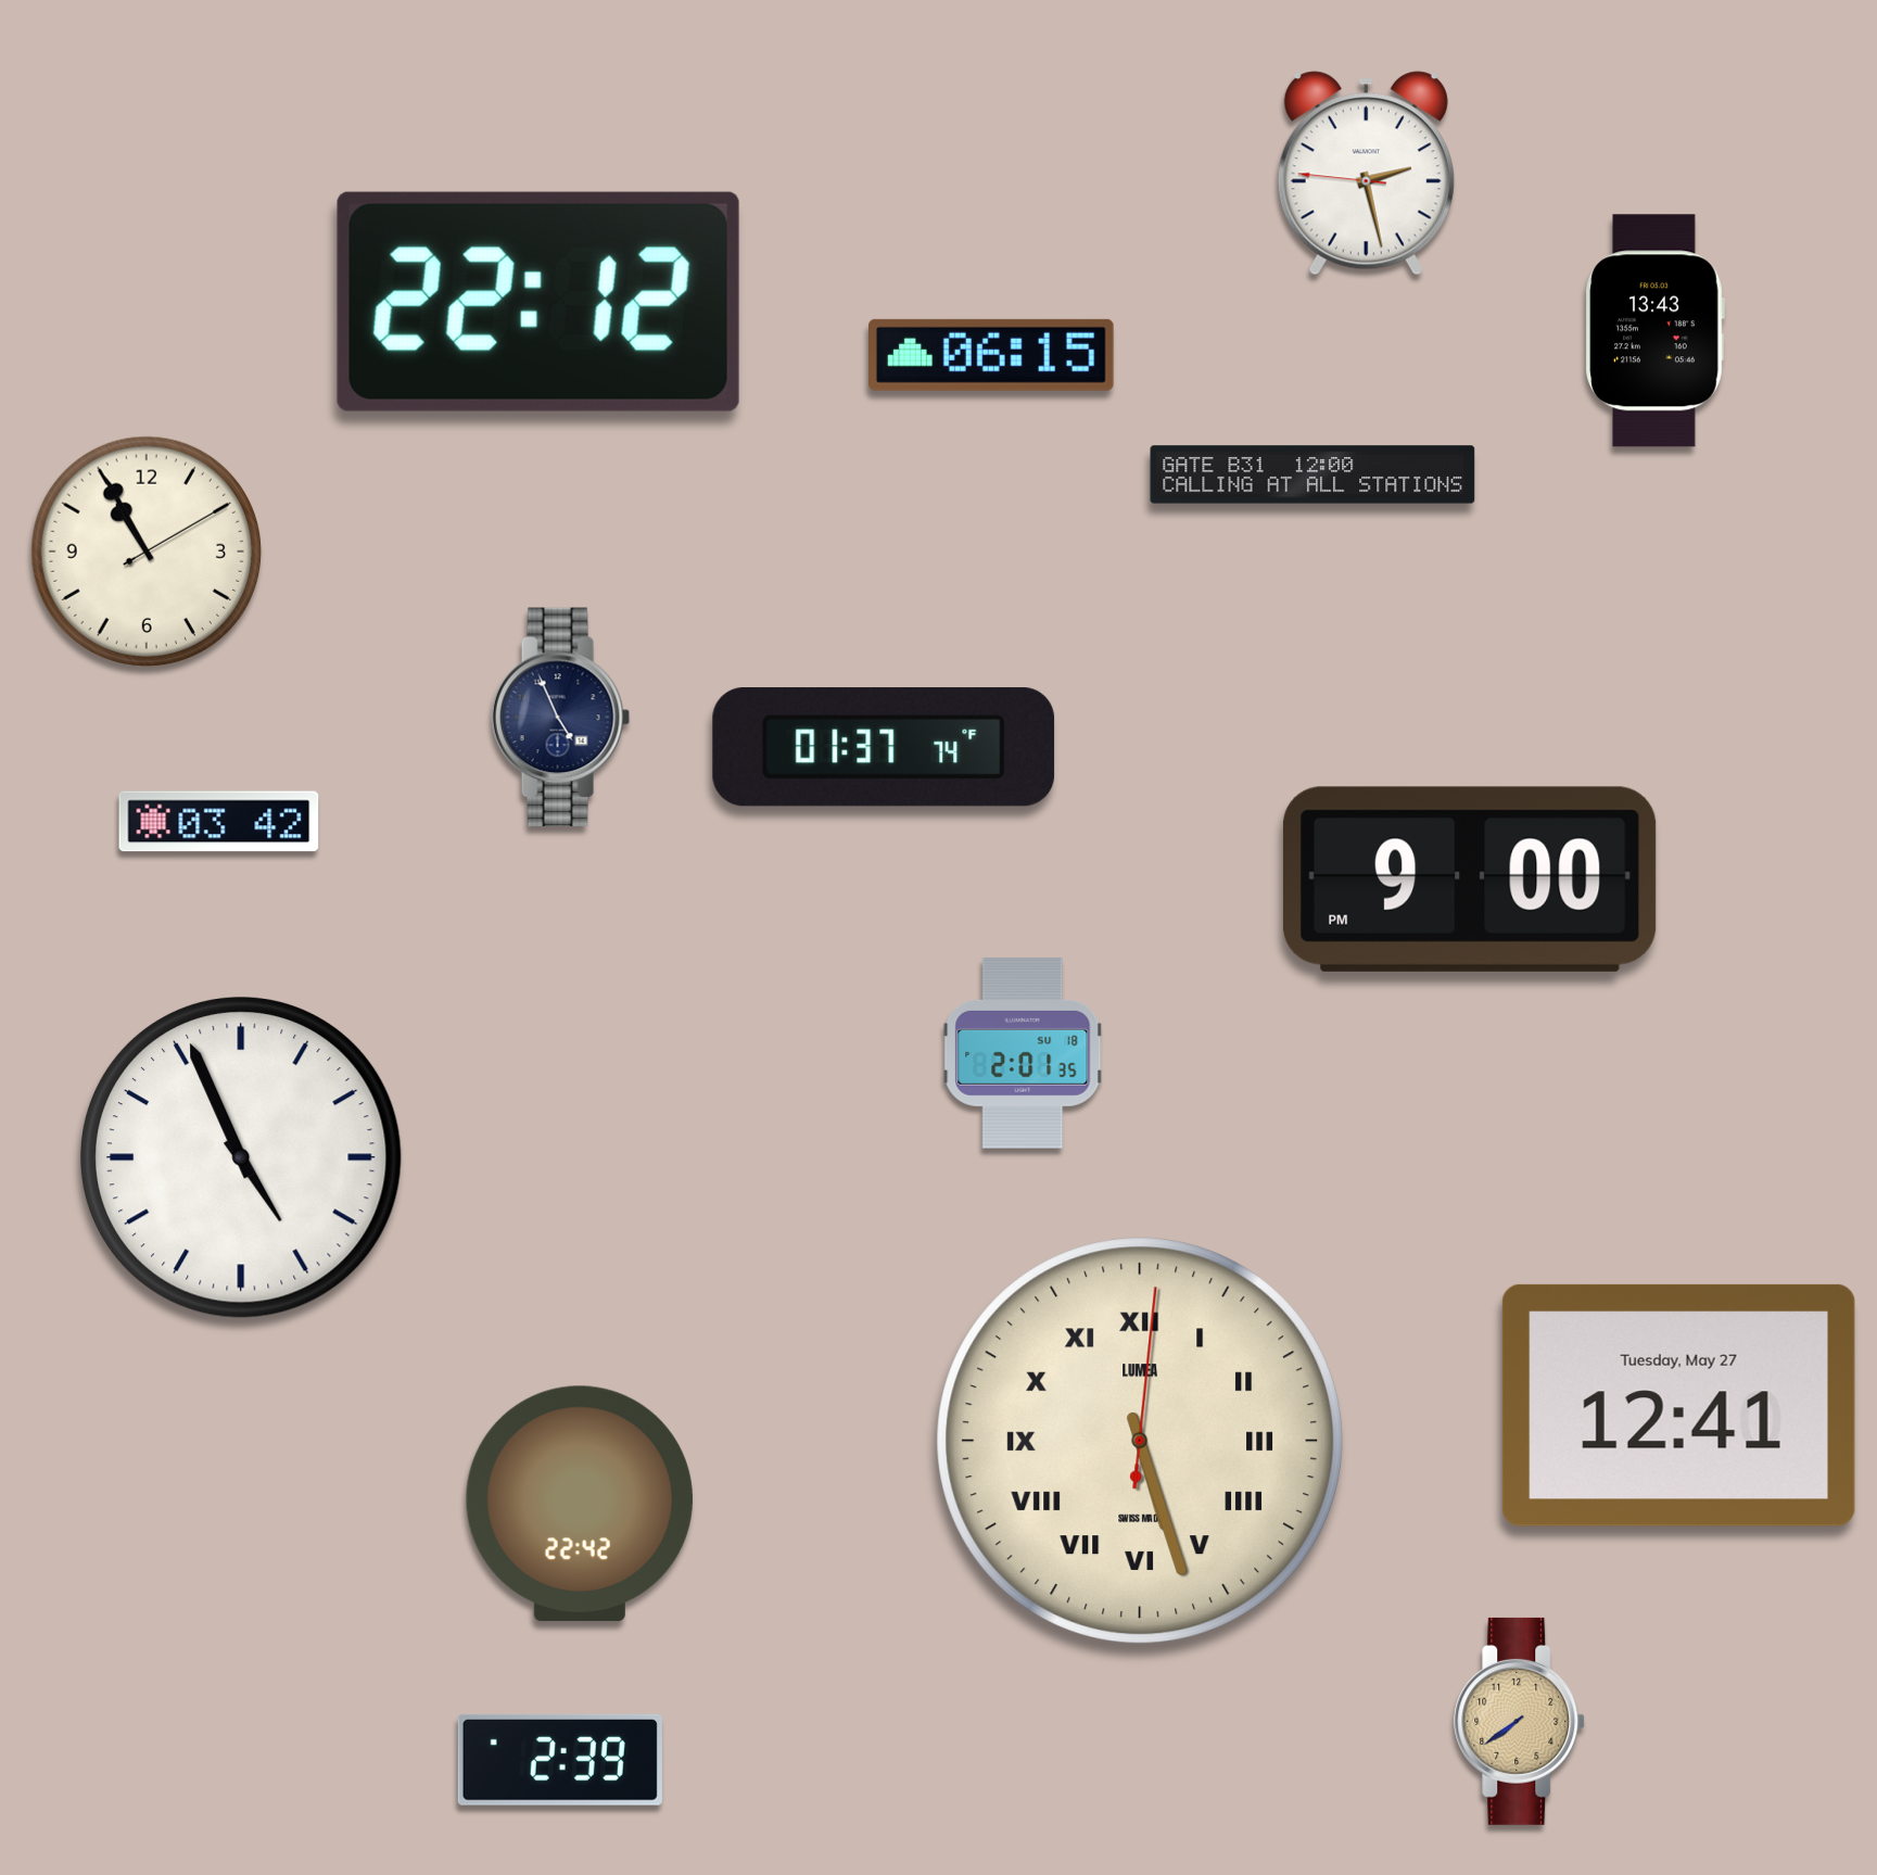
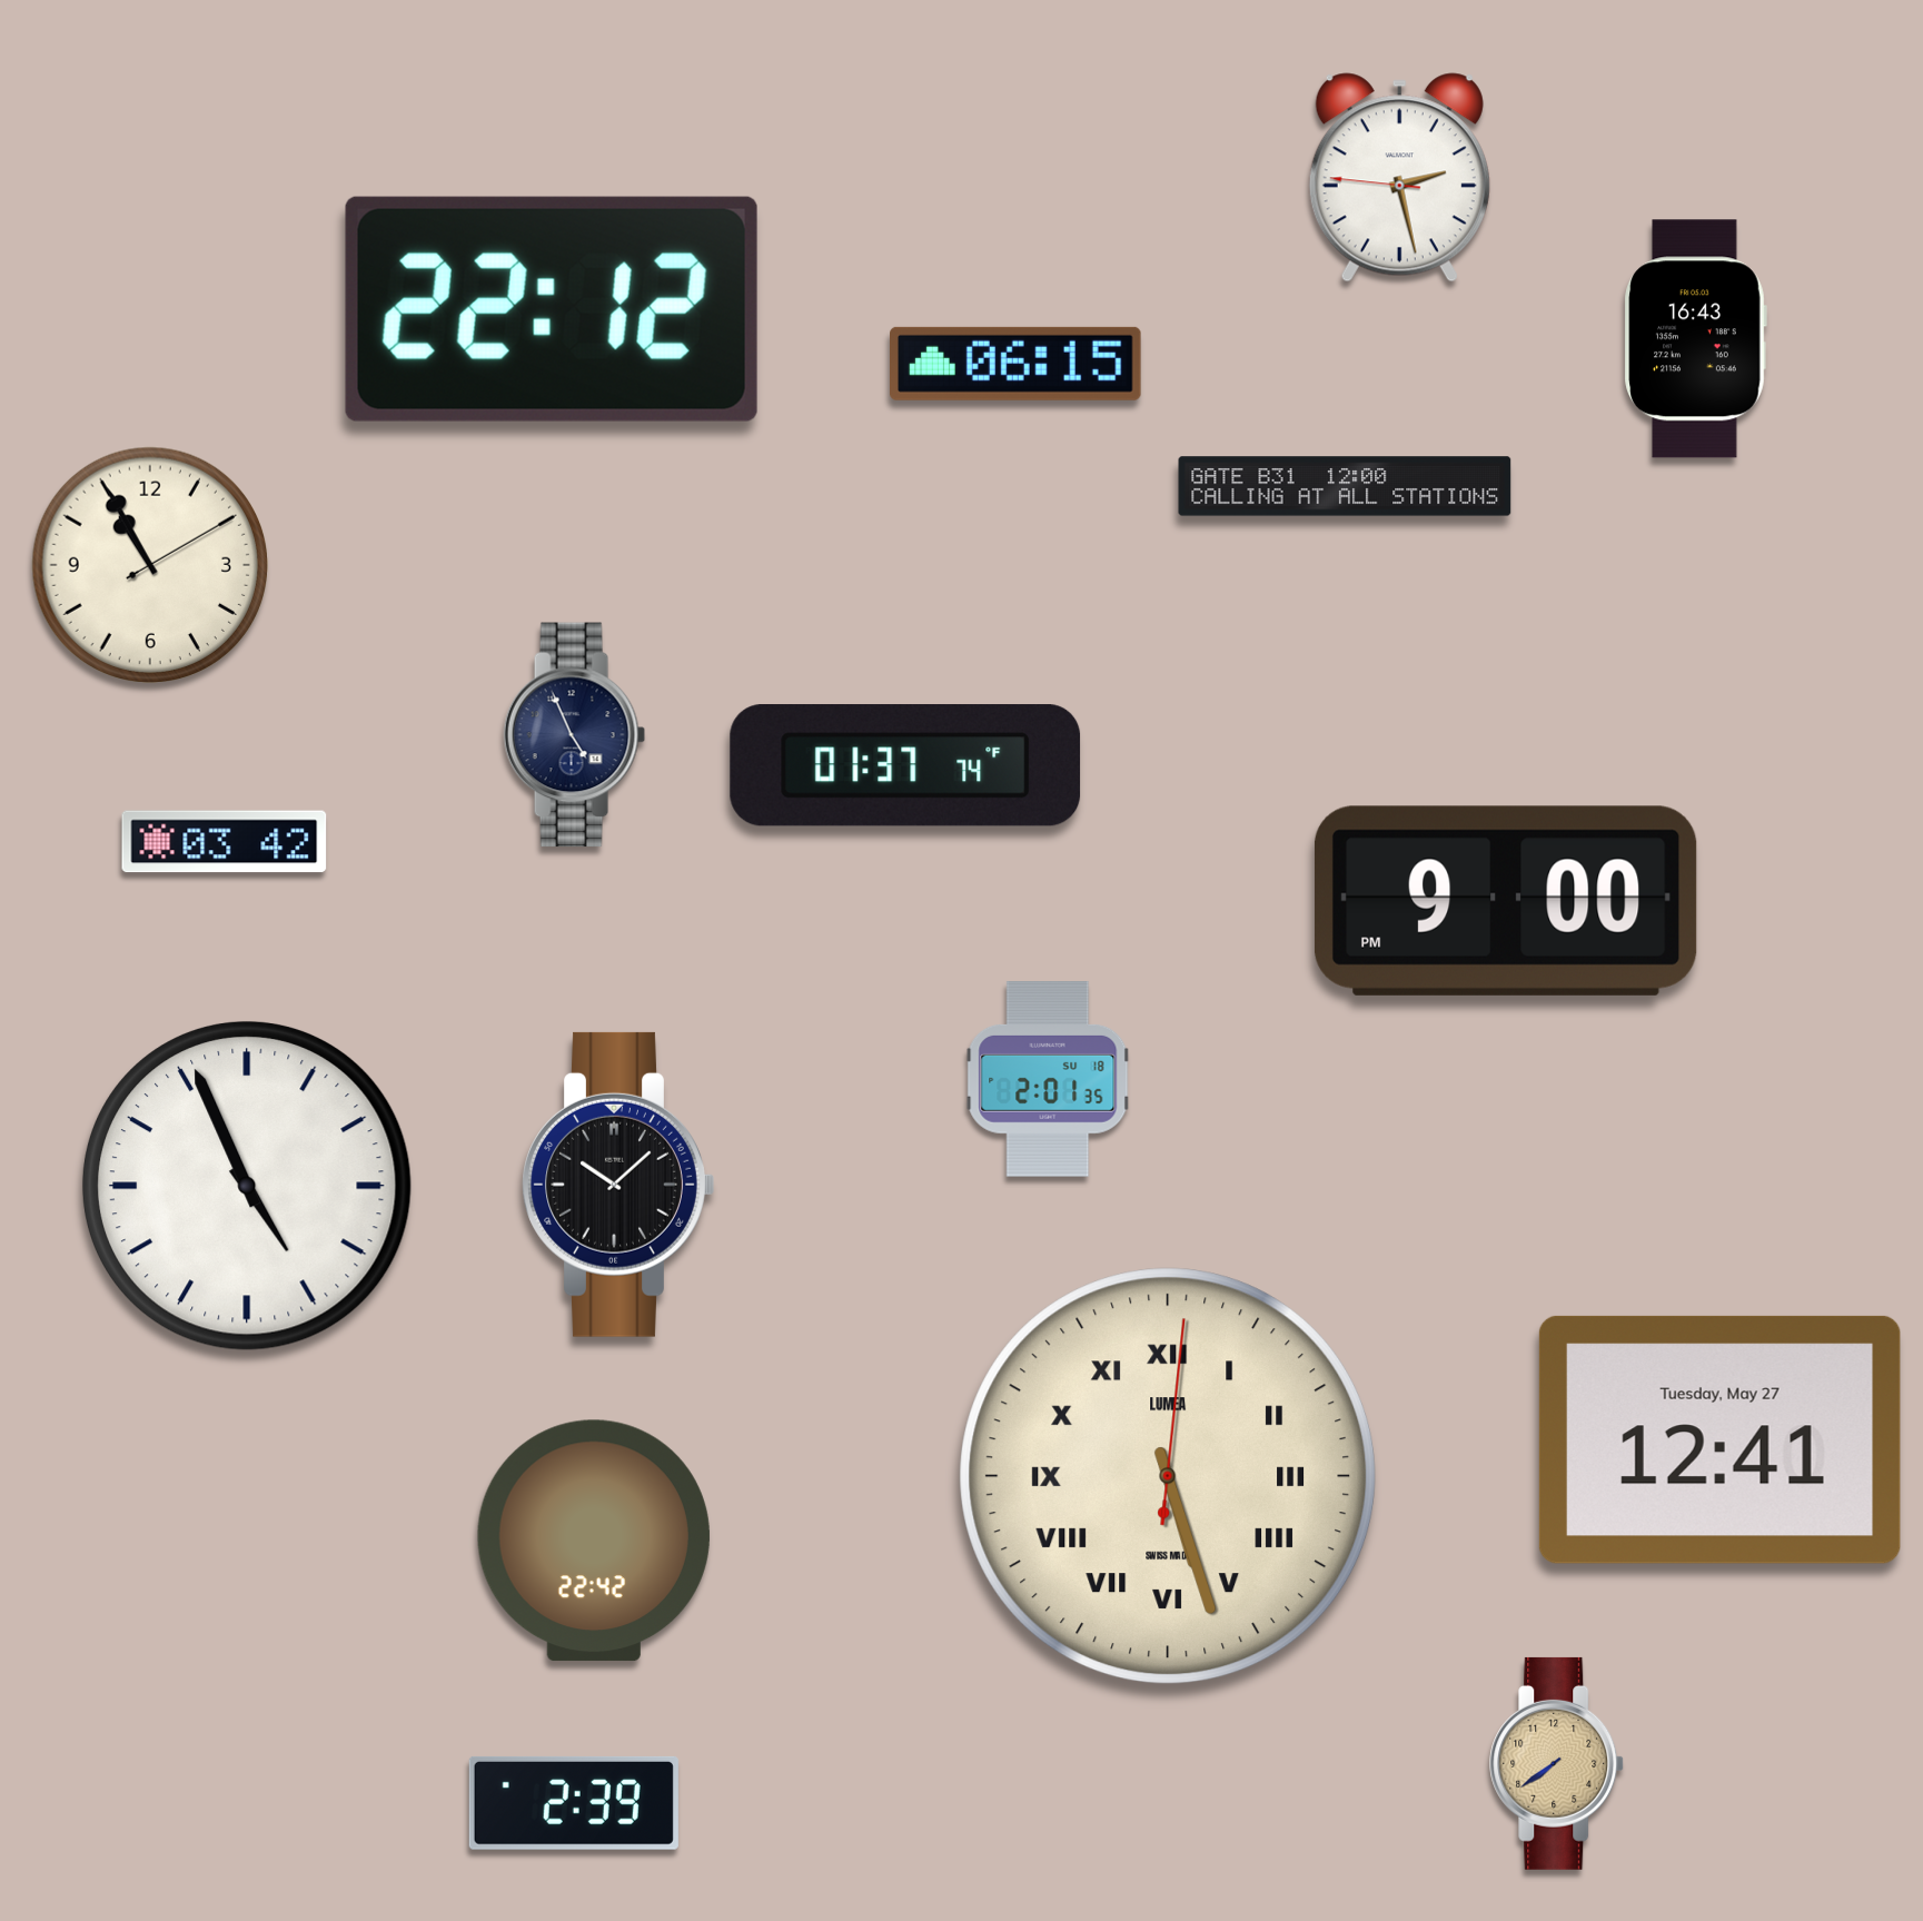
clock at (1654, 331): 13:43 -> 16:43
clock at (618, 1185): none -> 10:08
